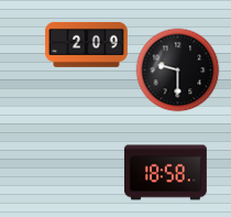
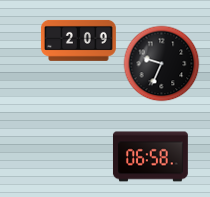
clock at (178, 70): 9:30 -> 9:34
clock at (165, 173): 18:58 -> 06:58
